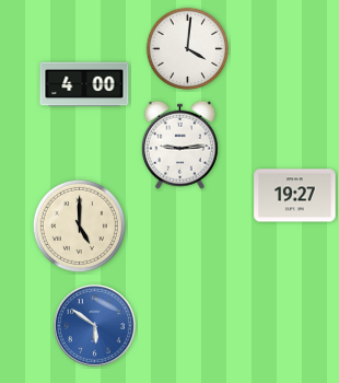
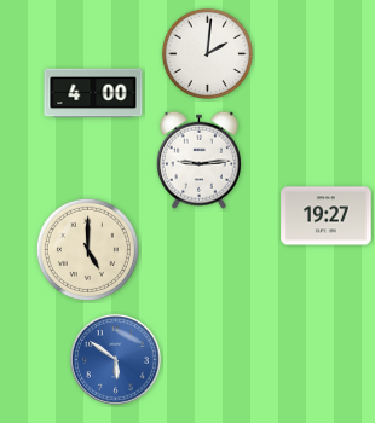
clock at (188, 49): 4:01 -> 2:01
clock at (94, 325) position: (94, 325) -> (115, 359)
